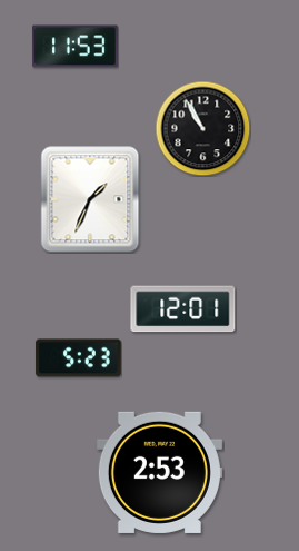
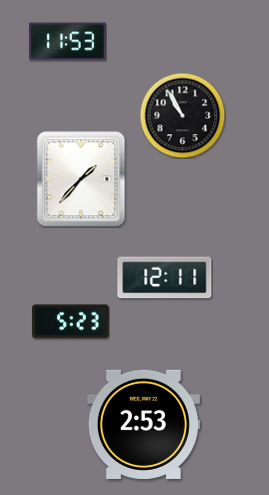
clock at (90, 199): 1:34 -> 1:37
clock at (183, 309): 12:01 -> 12:11
